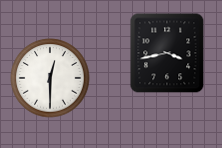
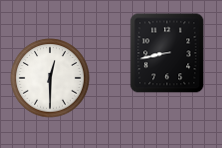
clock at (167, 53): 3:43 -> 8:43
